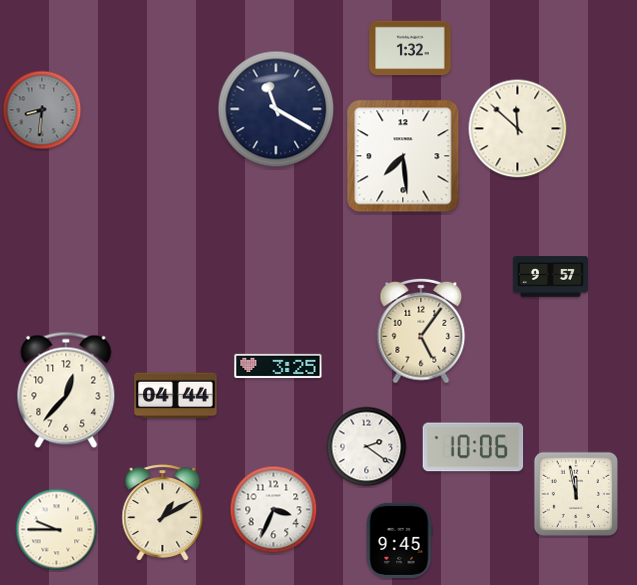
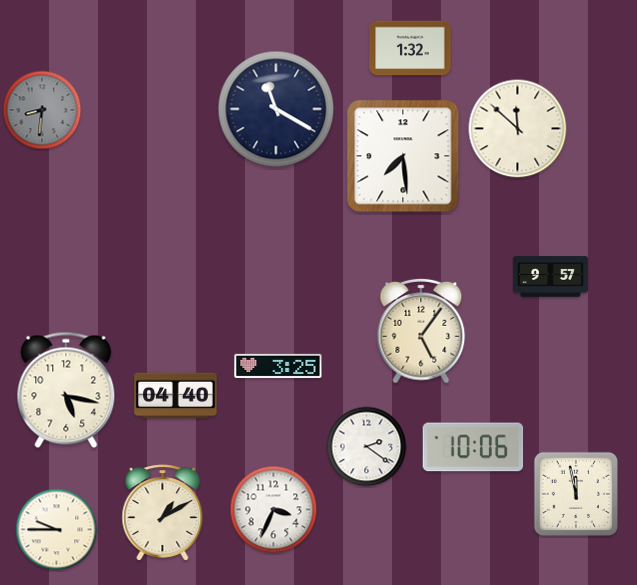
clock at (66, 390): 12:37 -> 5:17
clock at (176, 396): 04:44 -> 04:40
clock at (399, 540): 9:45 -> none
